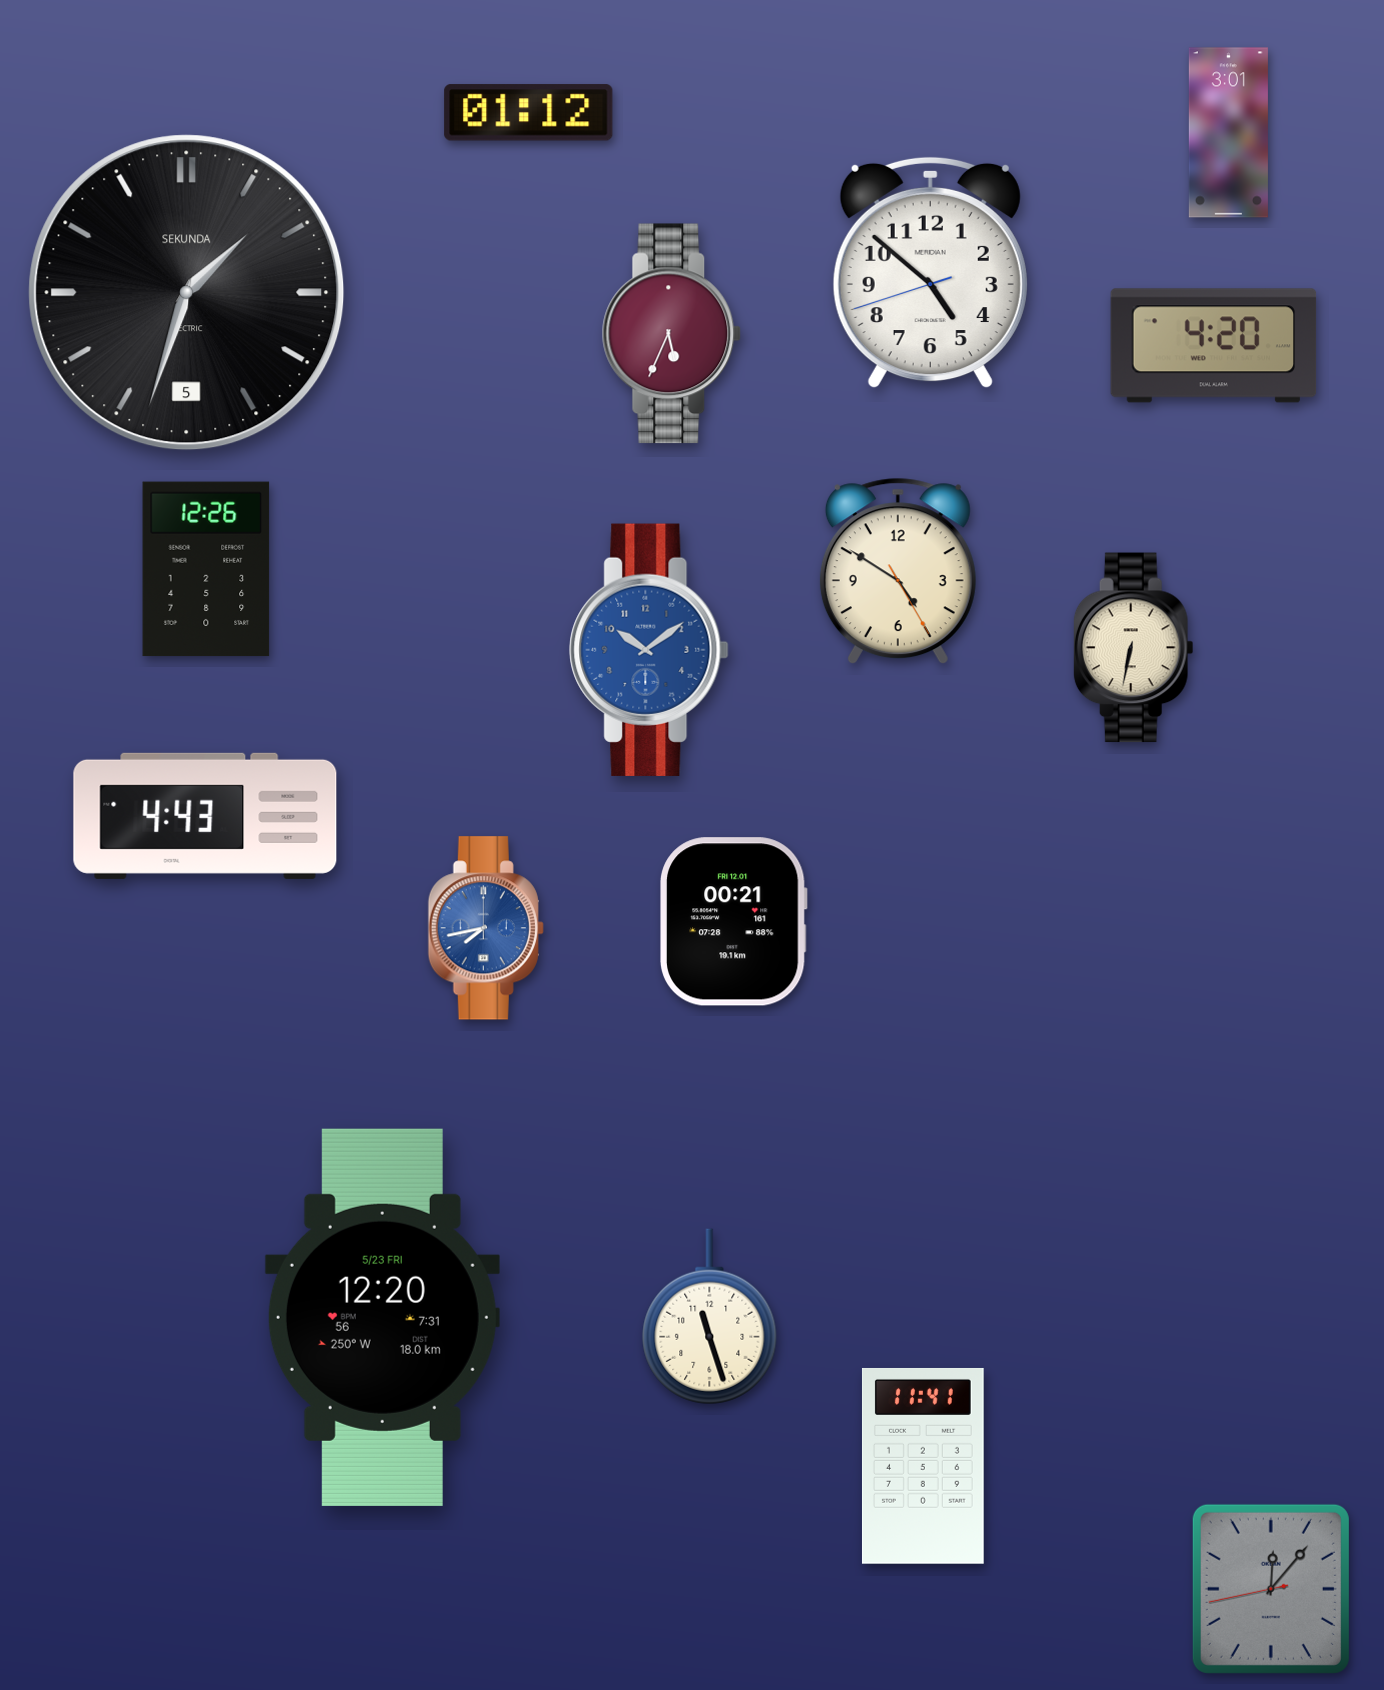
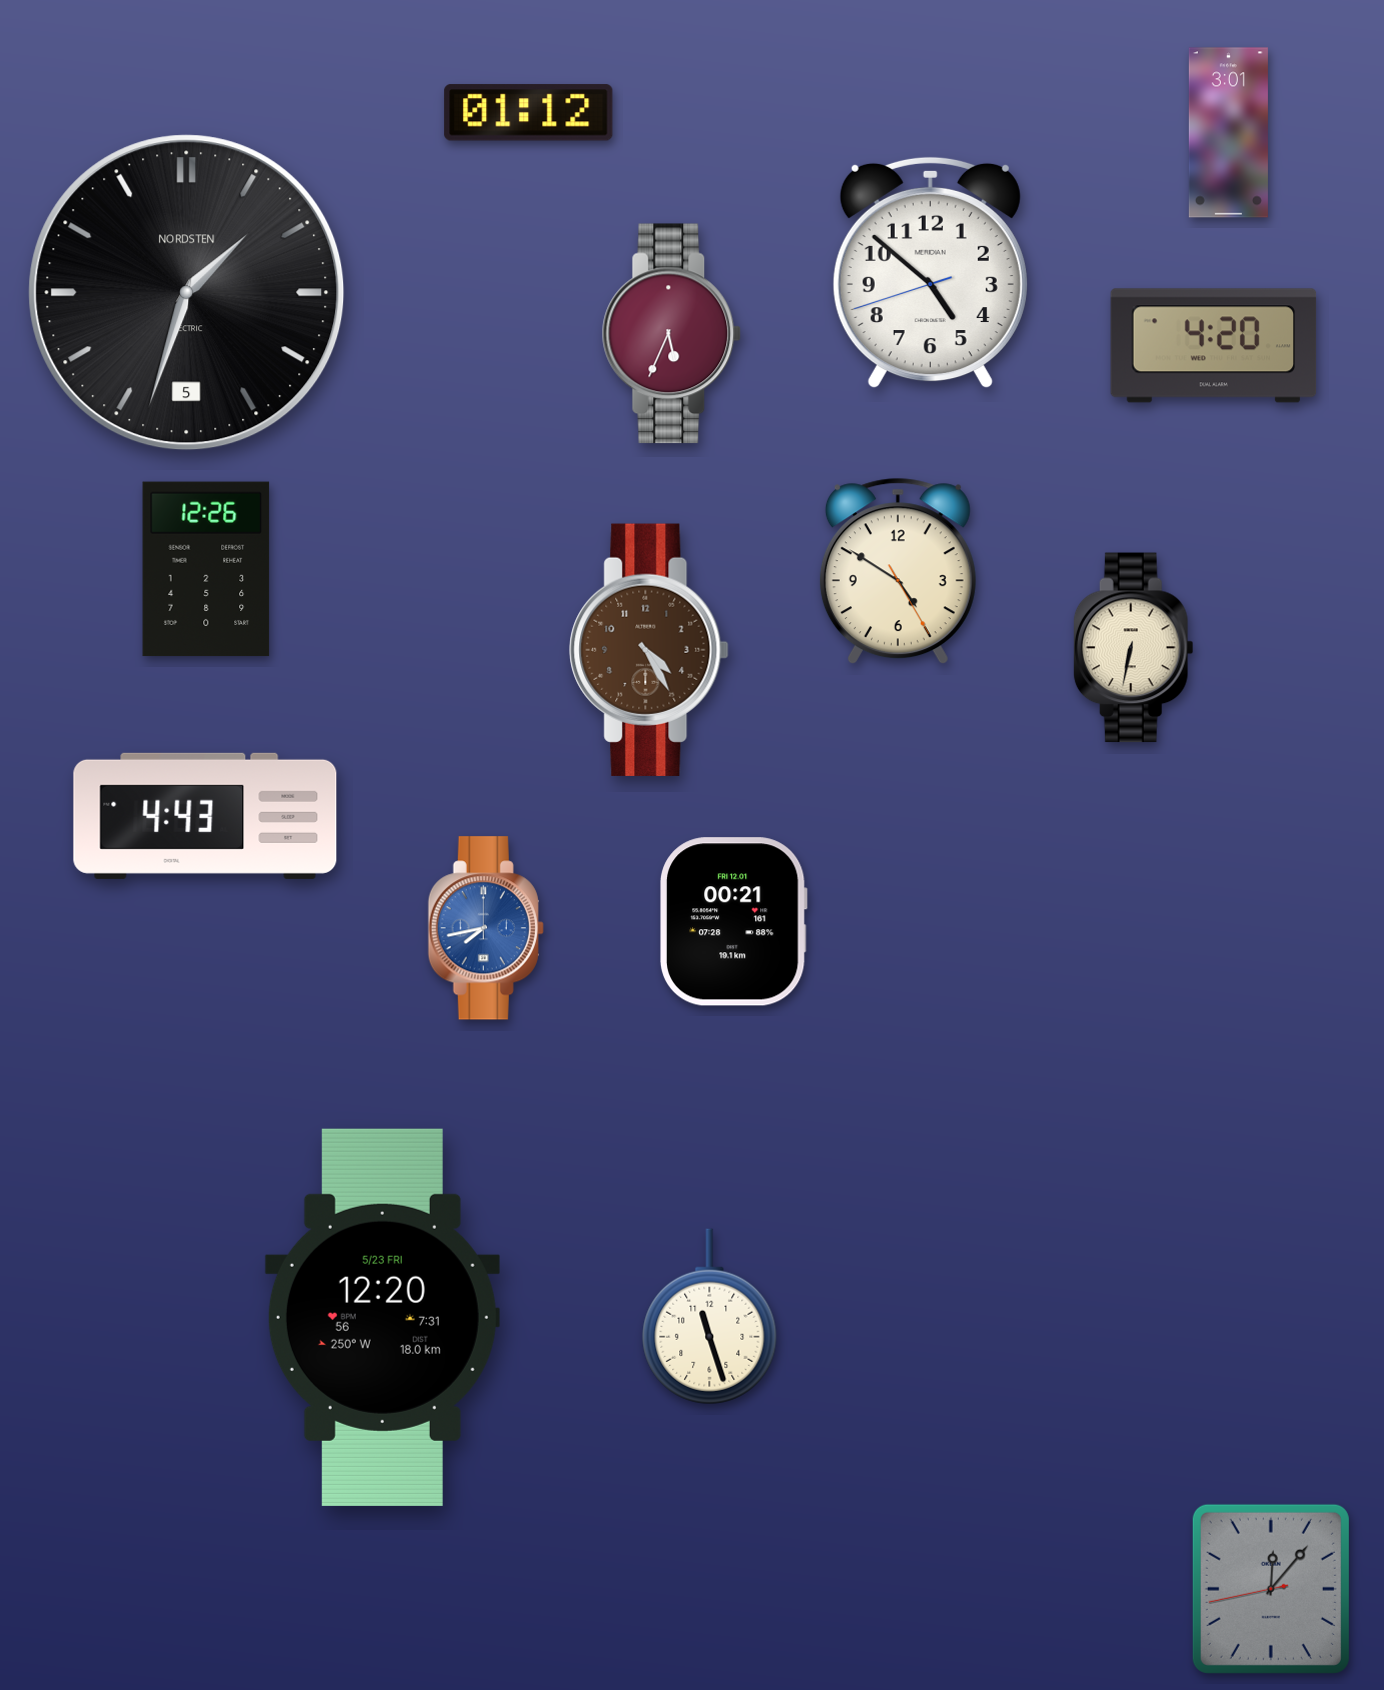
clock at (187, 293) brand: SEKUNDA -> NORDSTEN
clock at (649, 650): 10:09 -> 4:25
clock at (649, 650) dial: blue -> brown
clock at (923, 1466): 11:41 -> none
